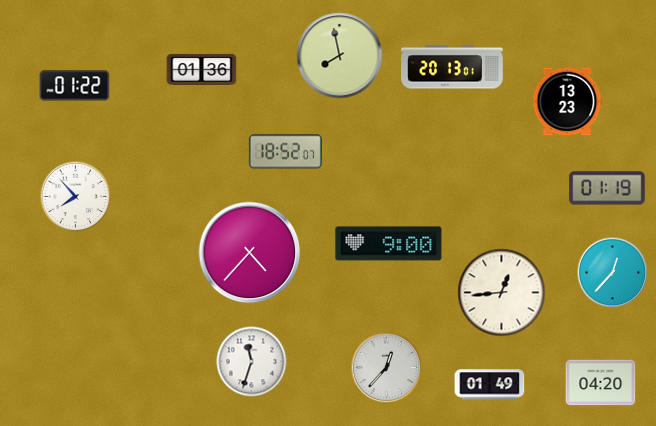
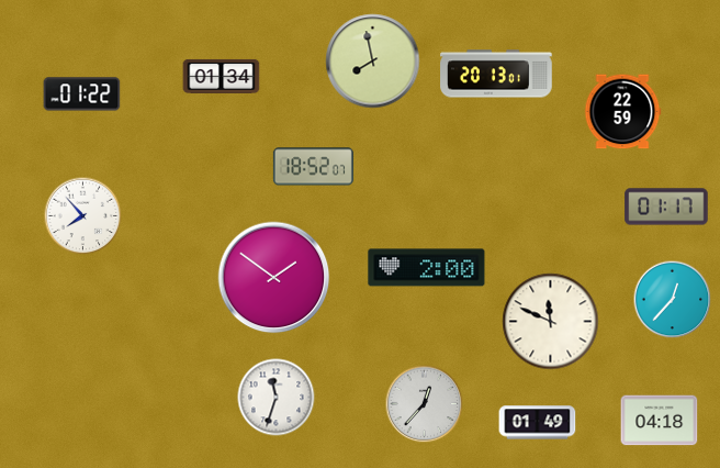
clock at (202, 69): 01:36 -> 01:34
clock at (567, 102): 13:23 -> 22:59
clock at (607, 188): 01:19 -> 01:17
clock at (389, 244): 9:00 -> 2:00
clock at (250, 253): 4:37 -> 1:51
clock at (502, 293): 12:44 -> 11:49
clock at (601, 383): 04:20 -> 04:18
